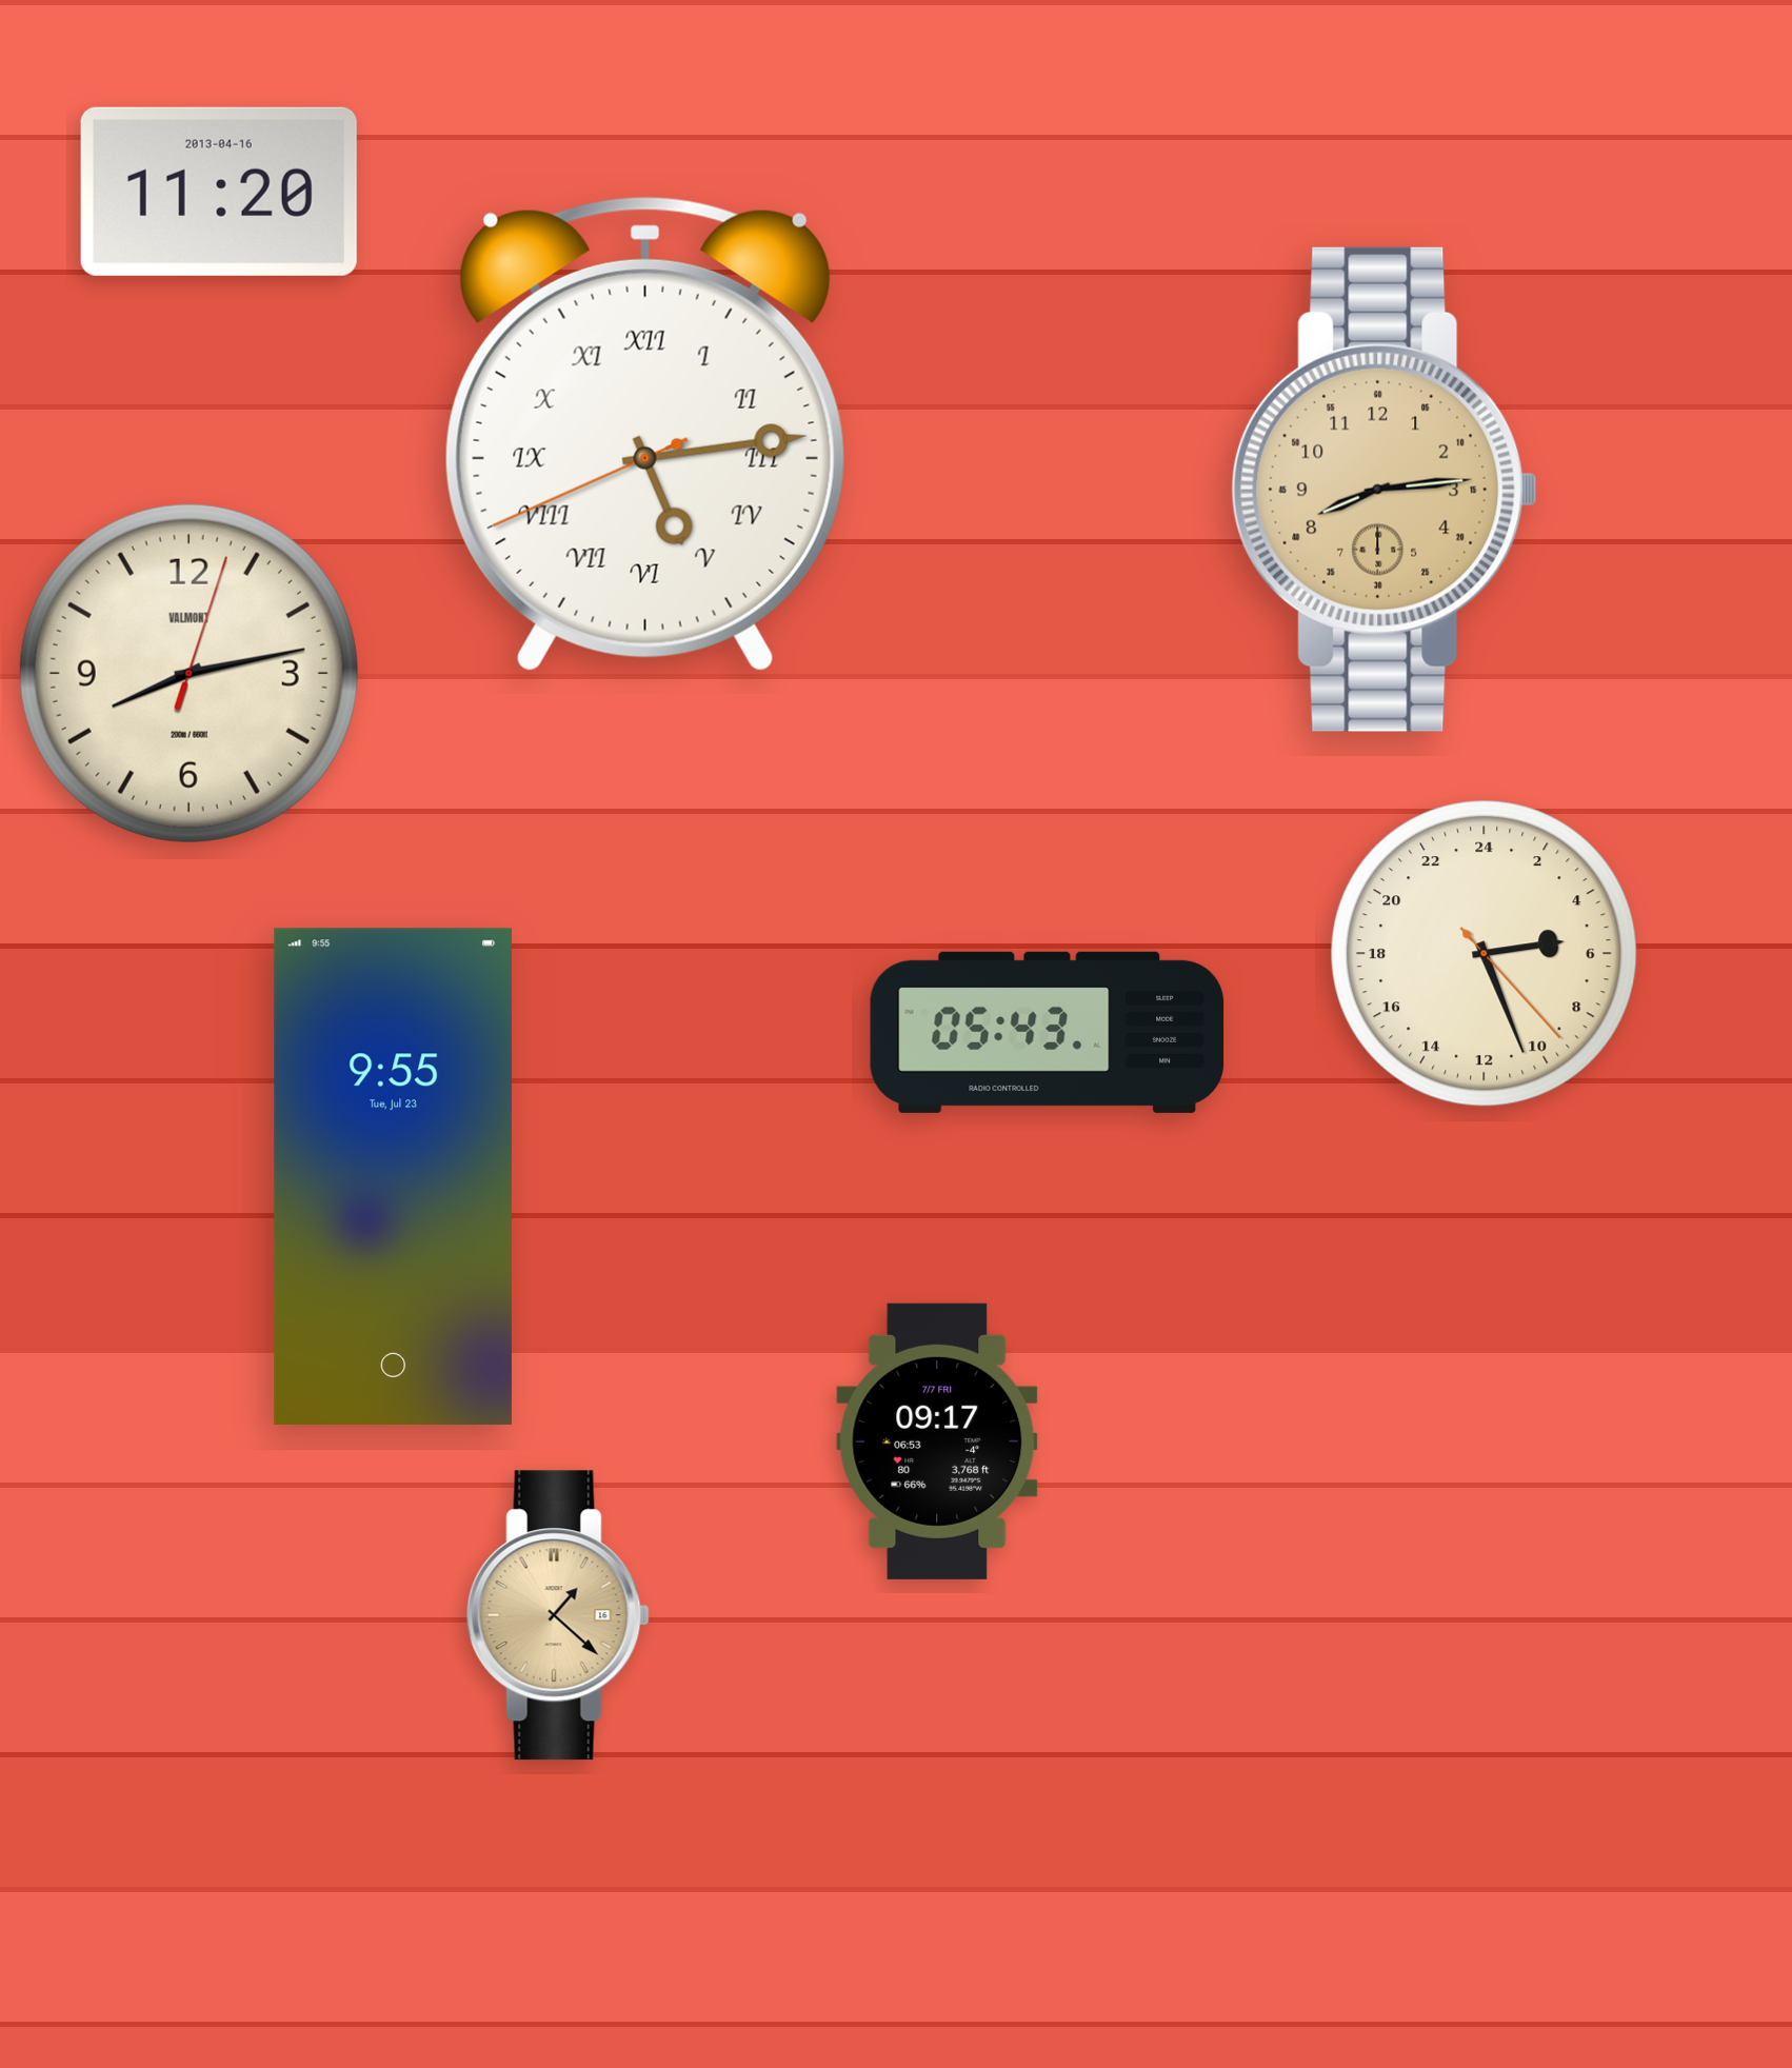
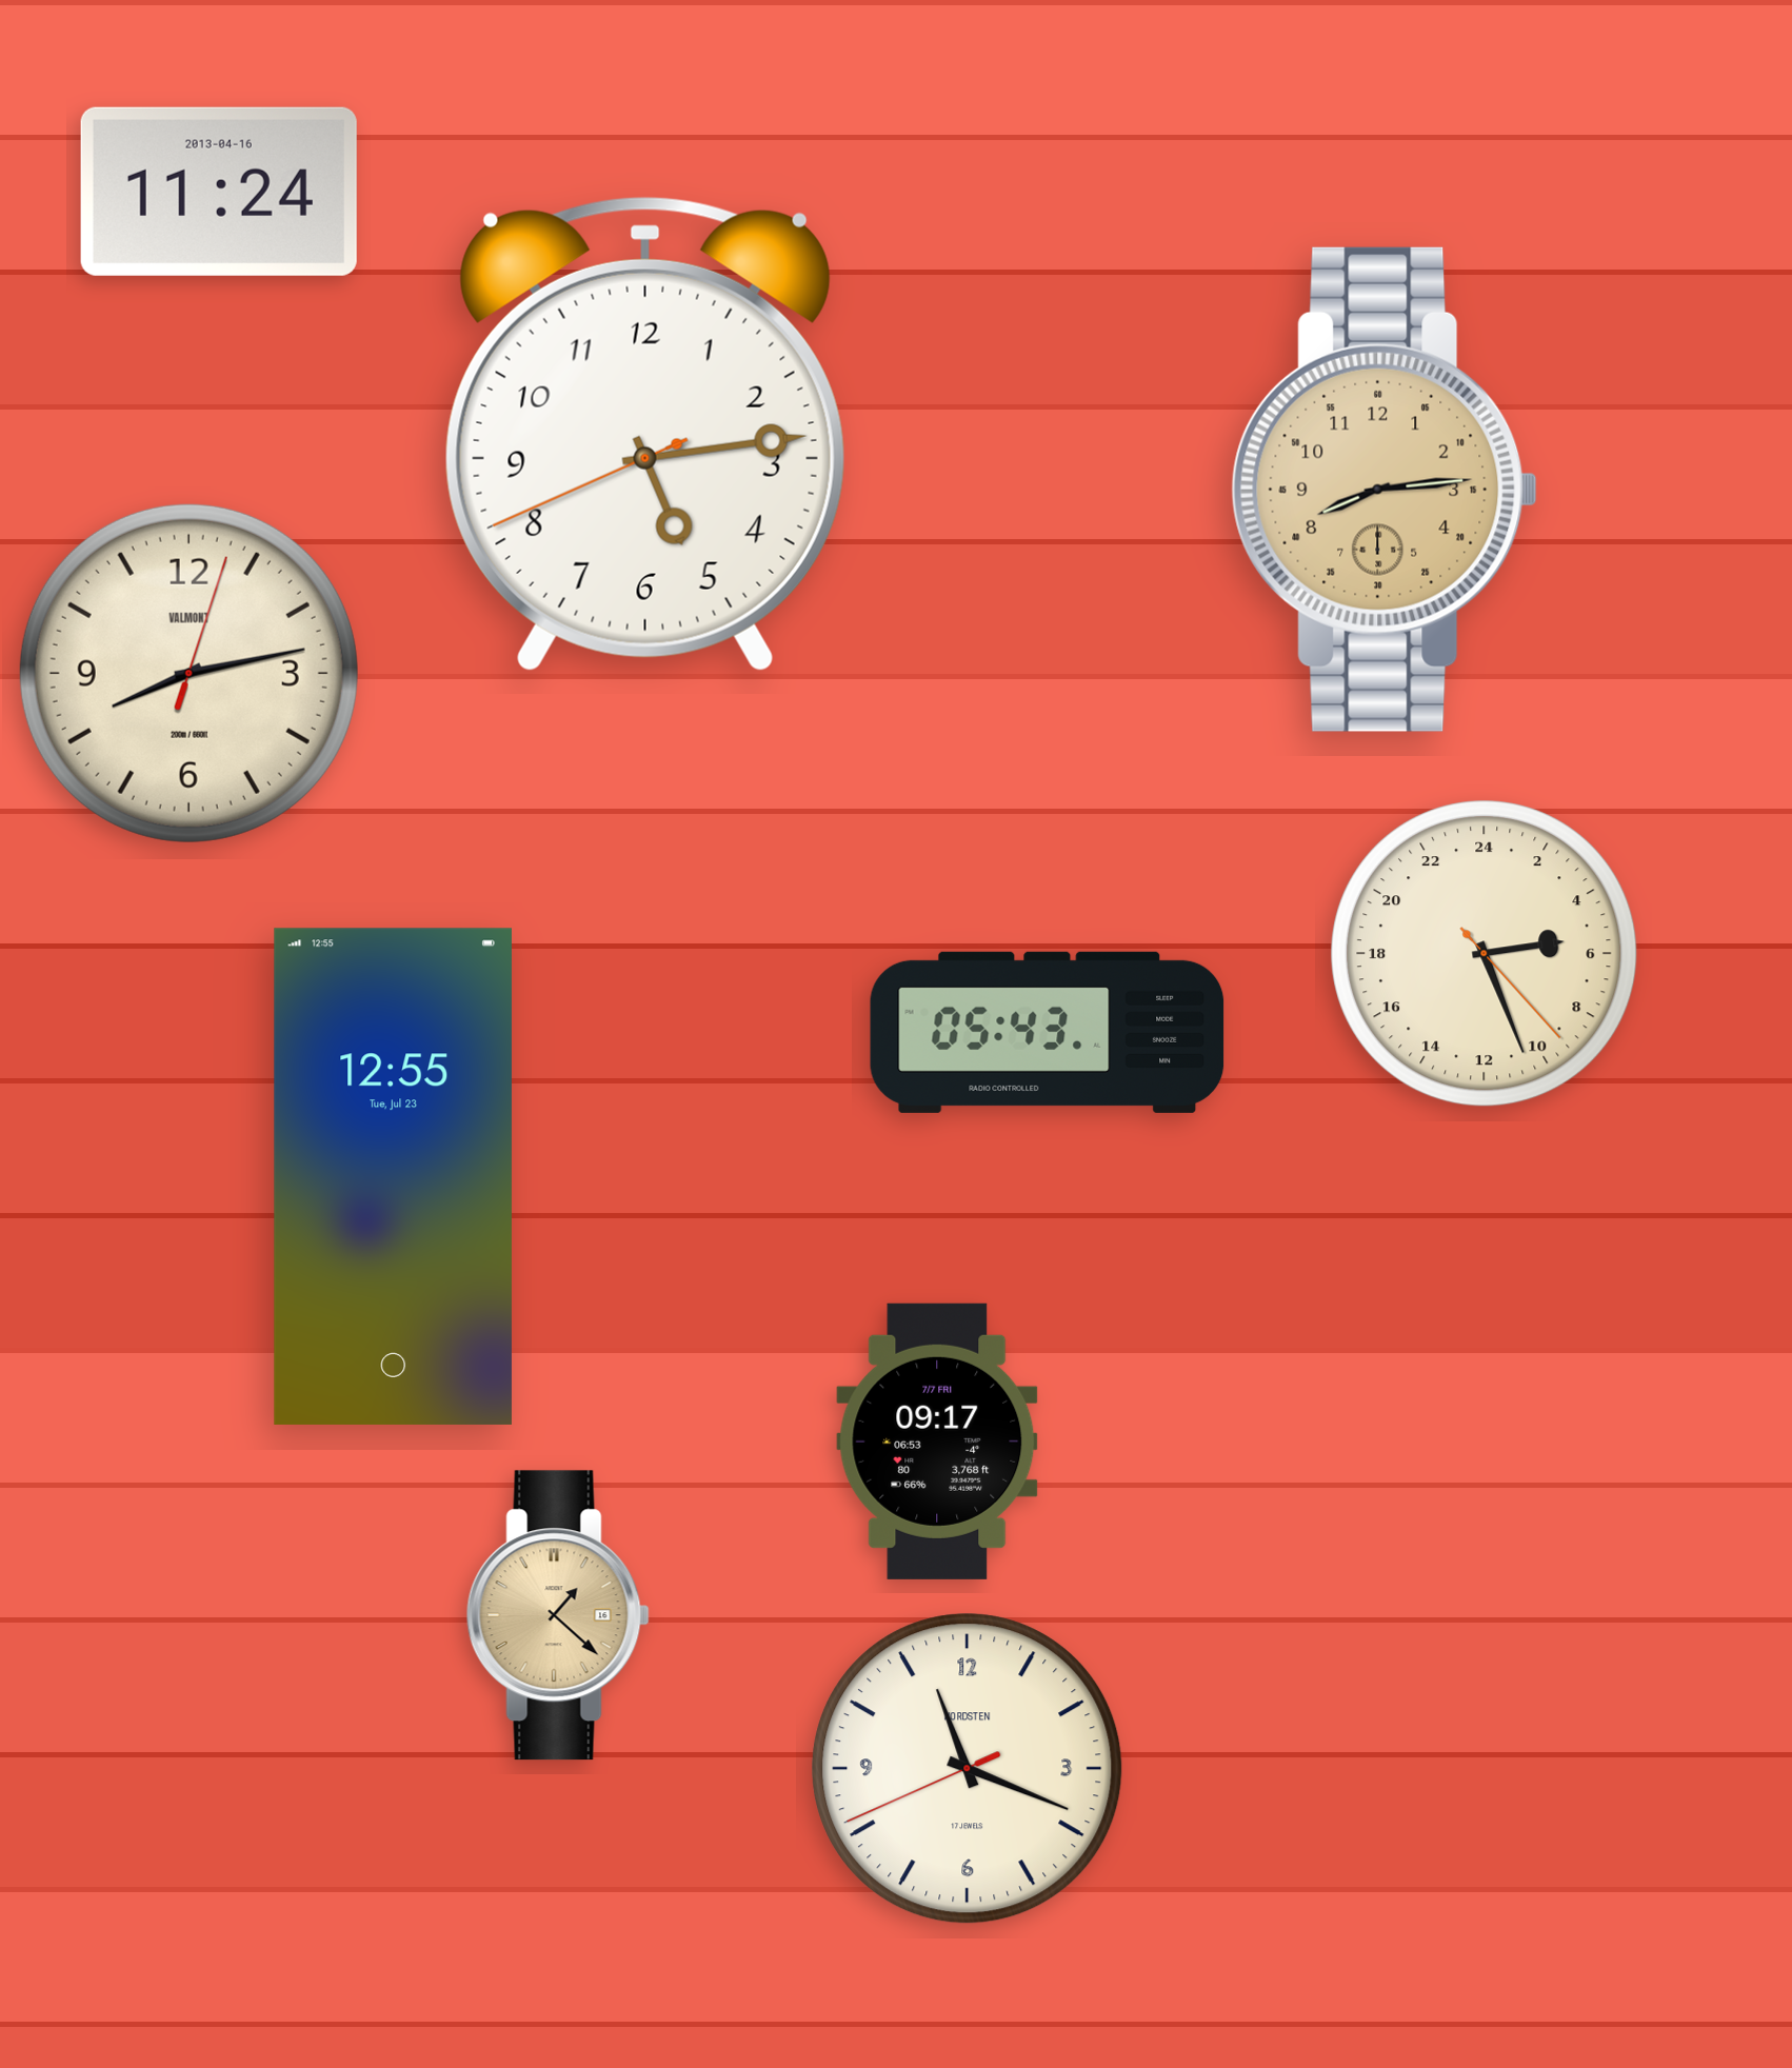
clock at (219, 192): 11:20 -> 11:24
clock at (645, 434) numerals: Roman -> Arabic
clock at (393, 1176): 9:55 -> 12:55
clock at (968, 1769): none -> 11:18
